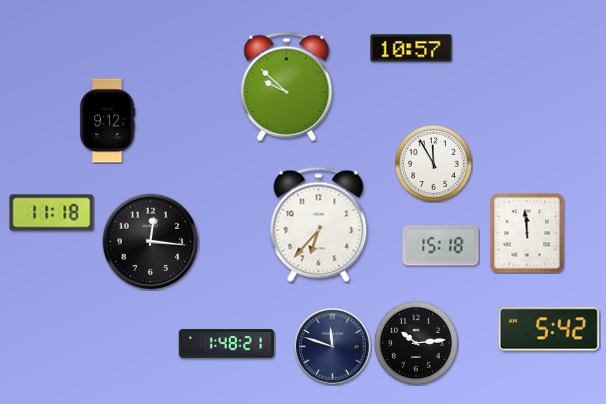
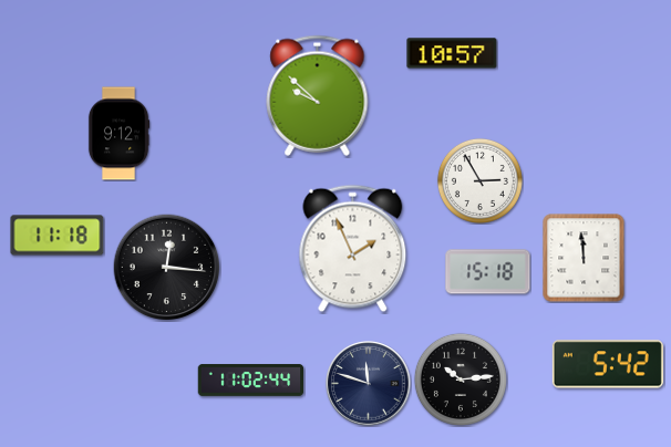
clock at (411, 48) position: (411, 48) -> (452, 53)
clock at (433, 163): 11:55 -> 2:55
clock at (319, 225): 6:37 -> 1:56
clock at (227, 344): 1:48 -> 11:02
